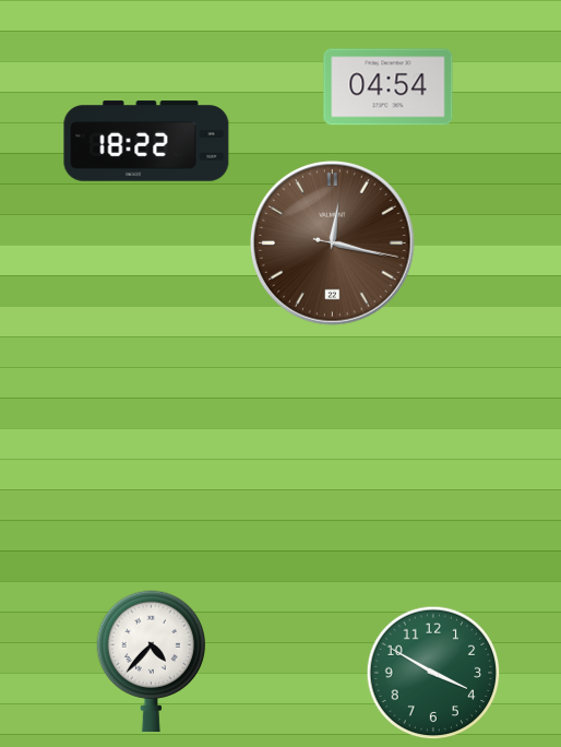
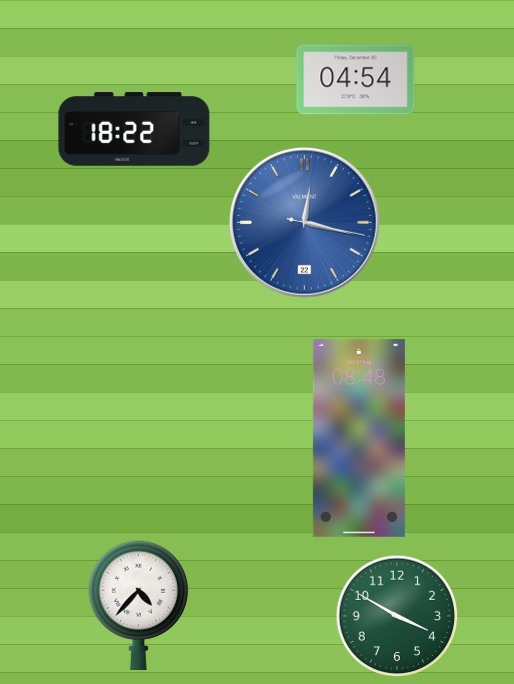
clock at (333, 244) dial: brown -> blue
clock at (359, 438): none -> 08:48
